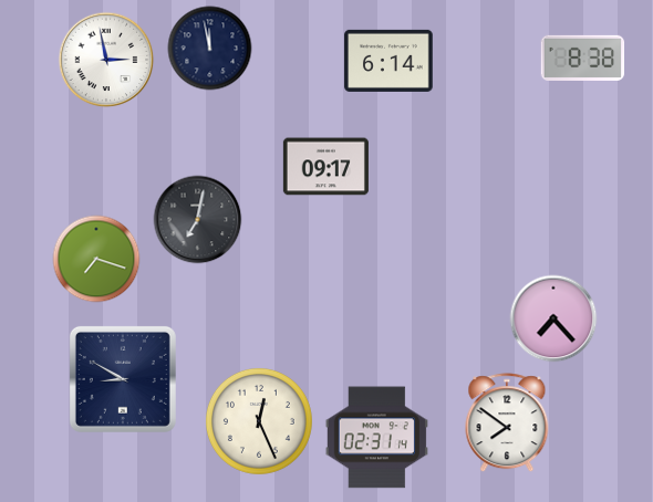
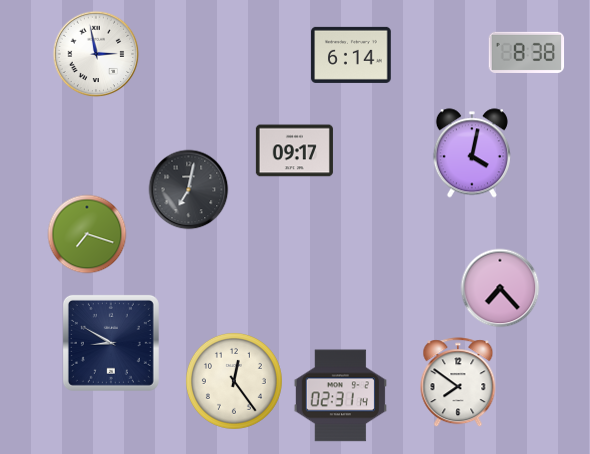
clock at (210, 49): 11:58 -> none
clock at (472, 153): none -> 4:02
clock at (198, 220) position: (198, 220) -> (189, 190)
clock at (259, 421): 12:26 -> 12:24
